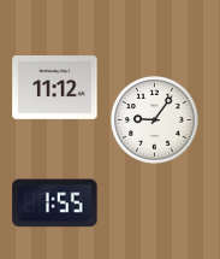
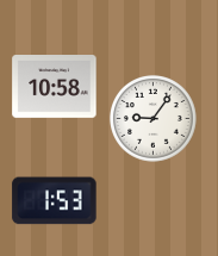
clock at (55, 88): 11:12 -> 10:58
clock at (55, 204): 1:55 -> 1:53
